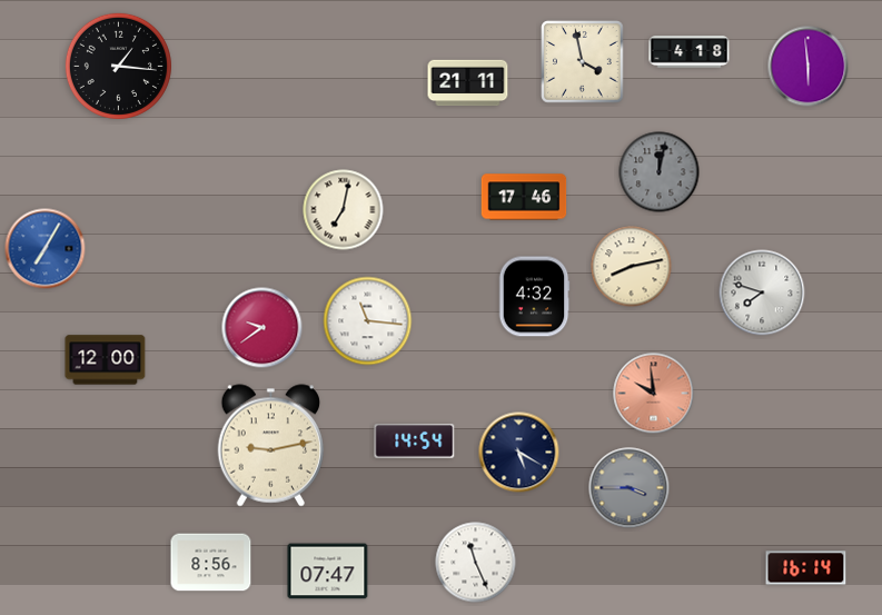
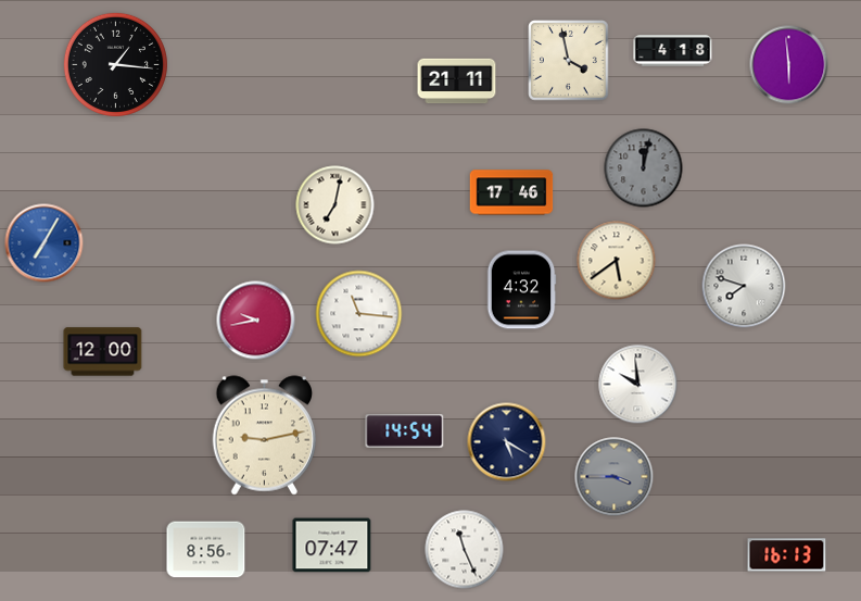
clock at (632, 267): 8:13 -> 5:39
clock at (262, 328): 9:39 -> 9:43
clock at (654, 394) dial: salmon -> white
clock at (806, 568): 16:14 -> 16:13
clock at (328, 572) position: (328, 572) -> (332, 546)
